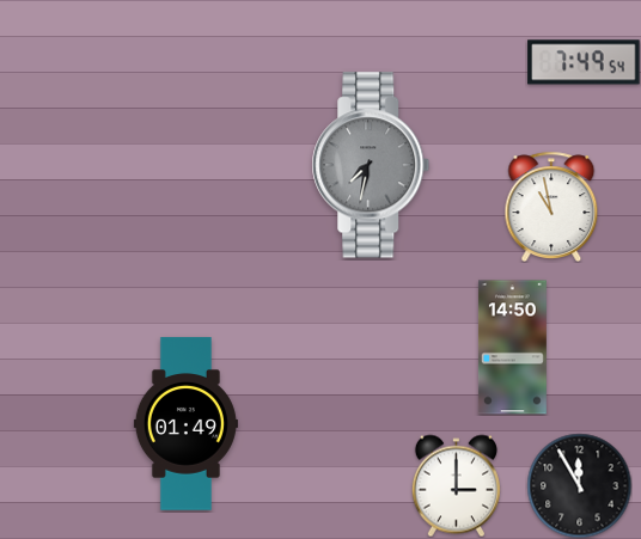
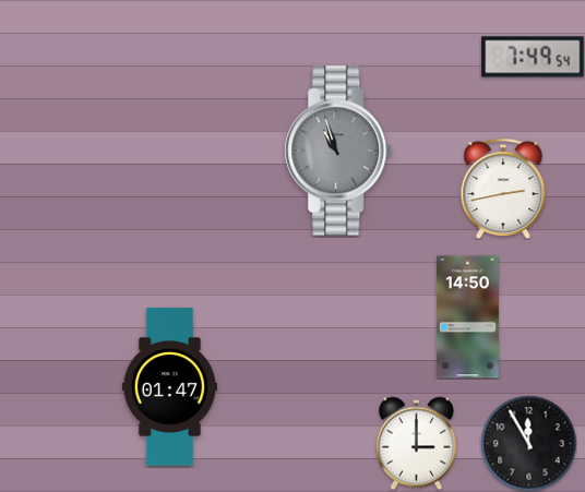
clock at (371, 165): 7:32 -> 10:57
clock at (551, 206): 10:58 -> 2:43
clock at (185, 424): 01:49 -> 01:47
